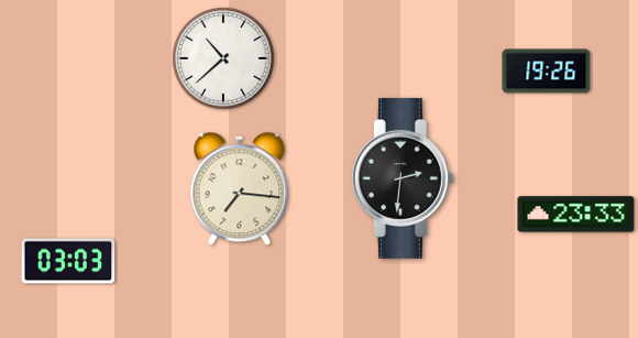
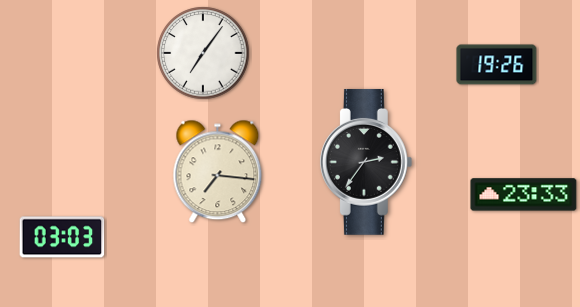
clock at (223, 58): 10:38 -> 7:06
clock at (403, 178): 2:31 -> 2:36
